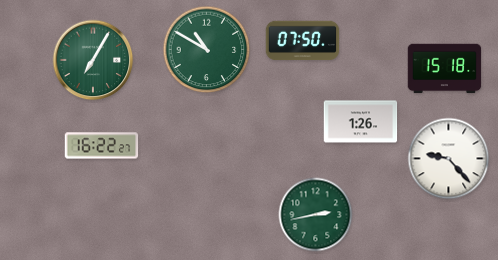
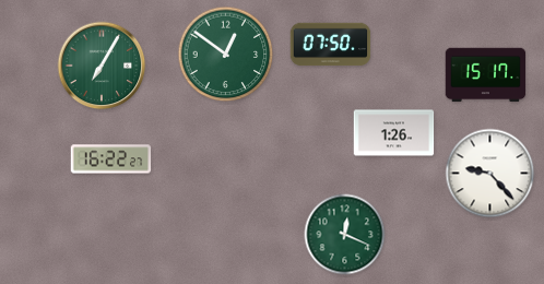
clock at (207, 50): 10:50 -> 12:51
clock at (445, 69): 15:18 -> 15:17
clock at (316, 215): 2:43 -> 12:19
